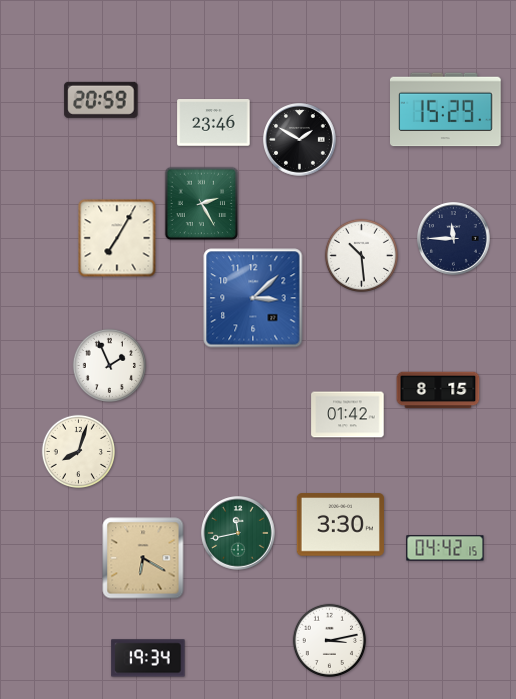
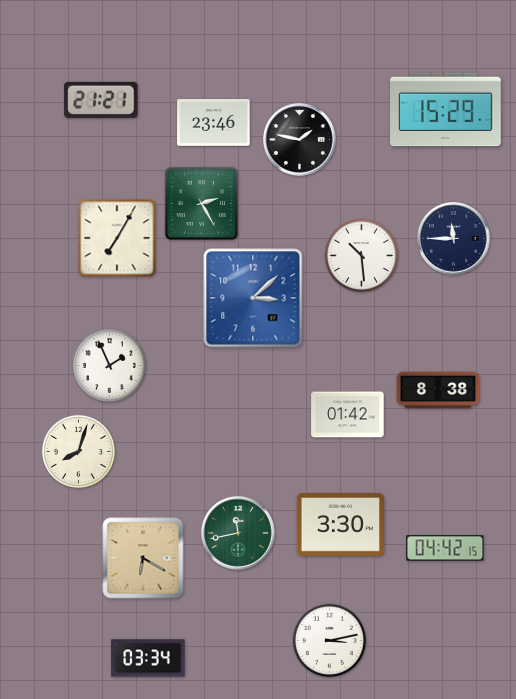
clock at (101, 100): 20:59 -> 21:21
clock at (300, 140): 1:50 -> 1:47
clock at (438, 390): 8:15 -> 8:38
clock at (148, 658): 19:34 -> 03:34
